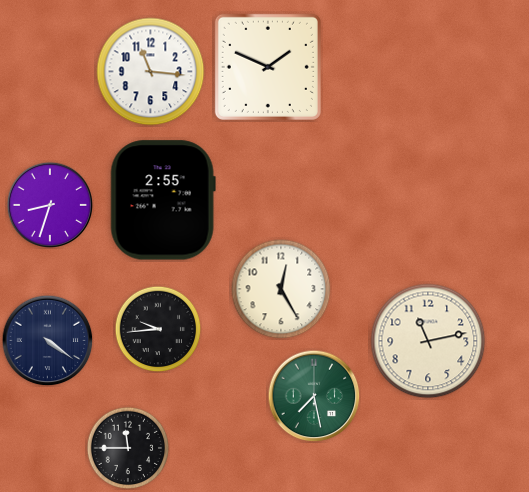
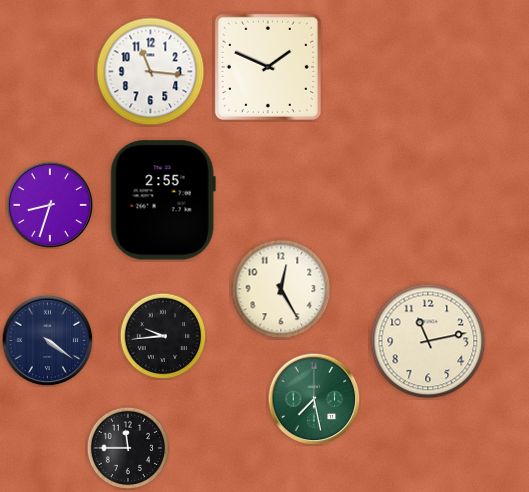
clock at (158, 329) position: (158, 329) -> (163, 336)
clock at (314, 396) position: (314, 396) -> (314, 399)
